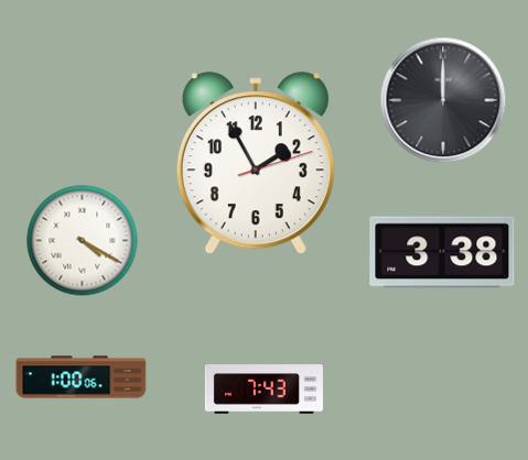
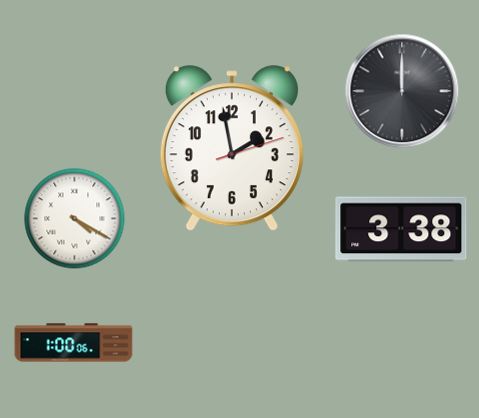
clock at (256, 164): 1:55 -> 1:58
clock at (263, 390): 7:43 -> none
